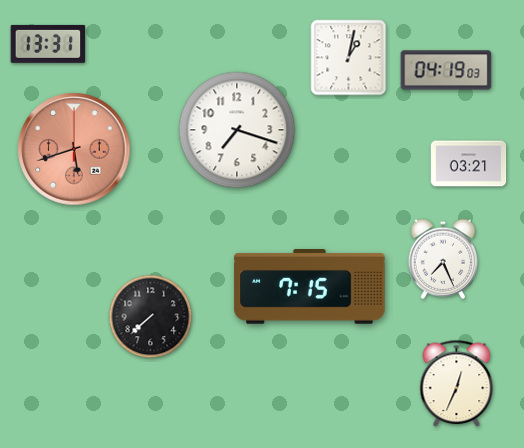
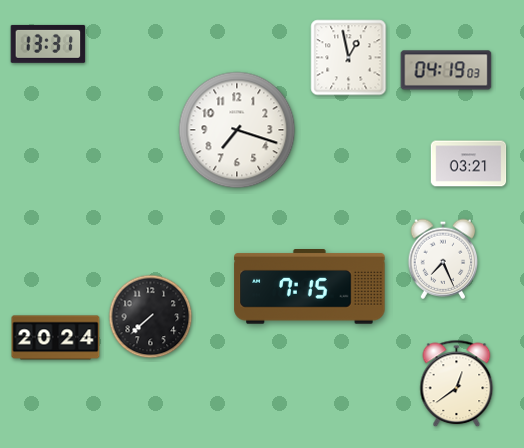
clock at (349, 58): 1:02 -> 12:58
clock at (74, 149): 5:42 -> none
clock at (56, 338): none -> 20:24
clock at (457, 384): 12:34 -> 12:39
